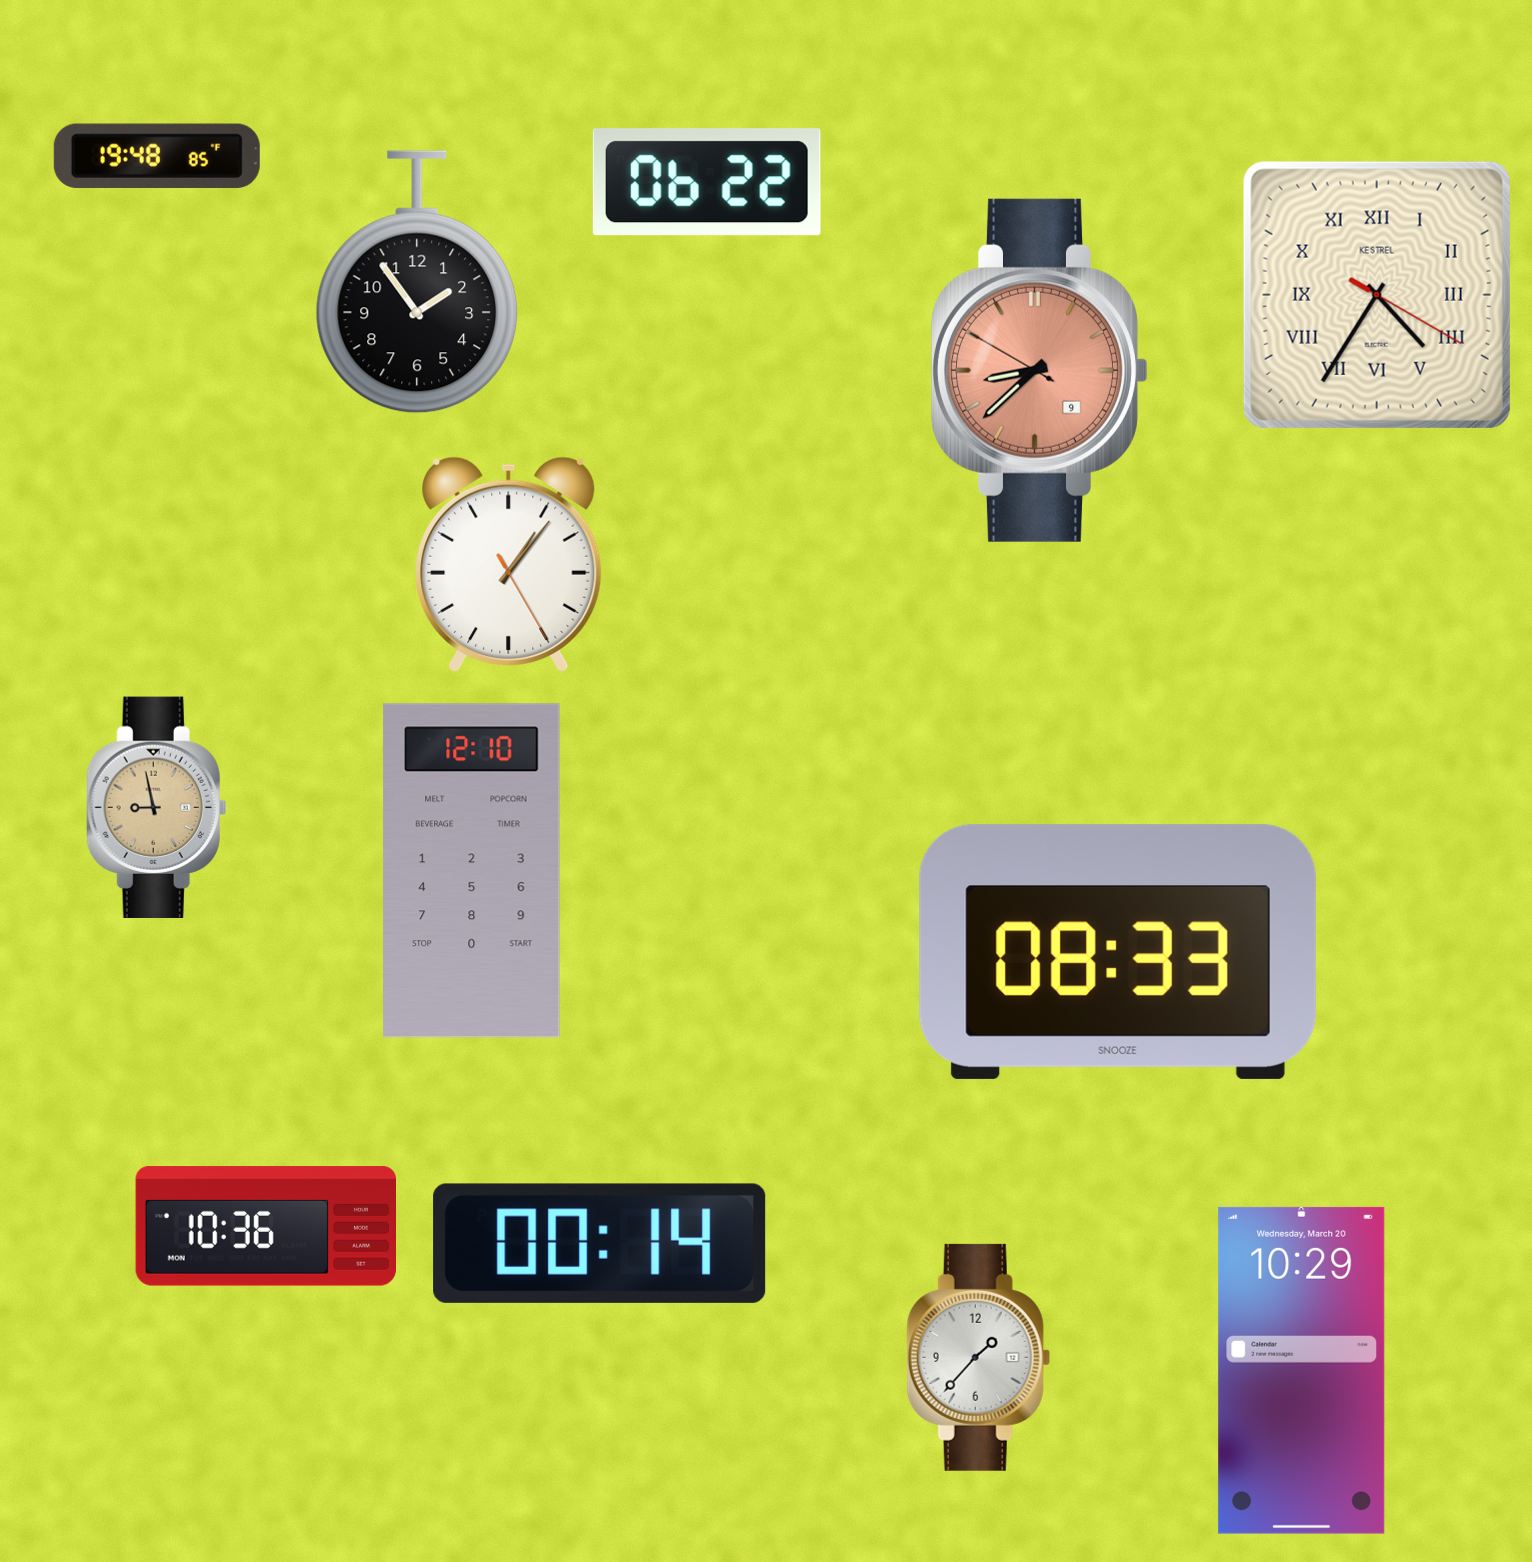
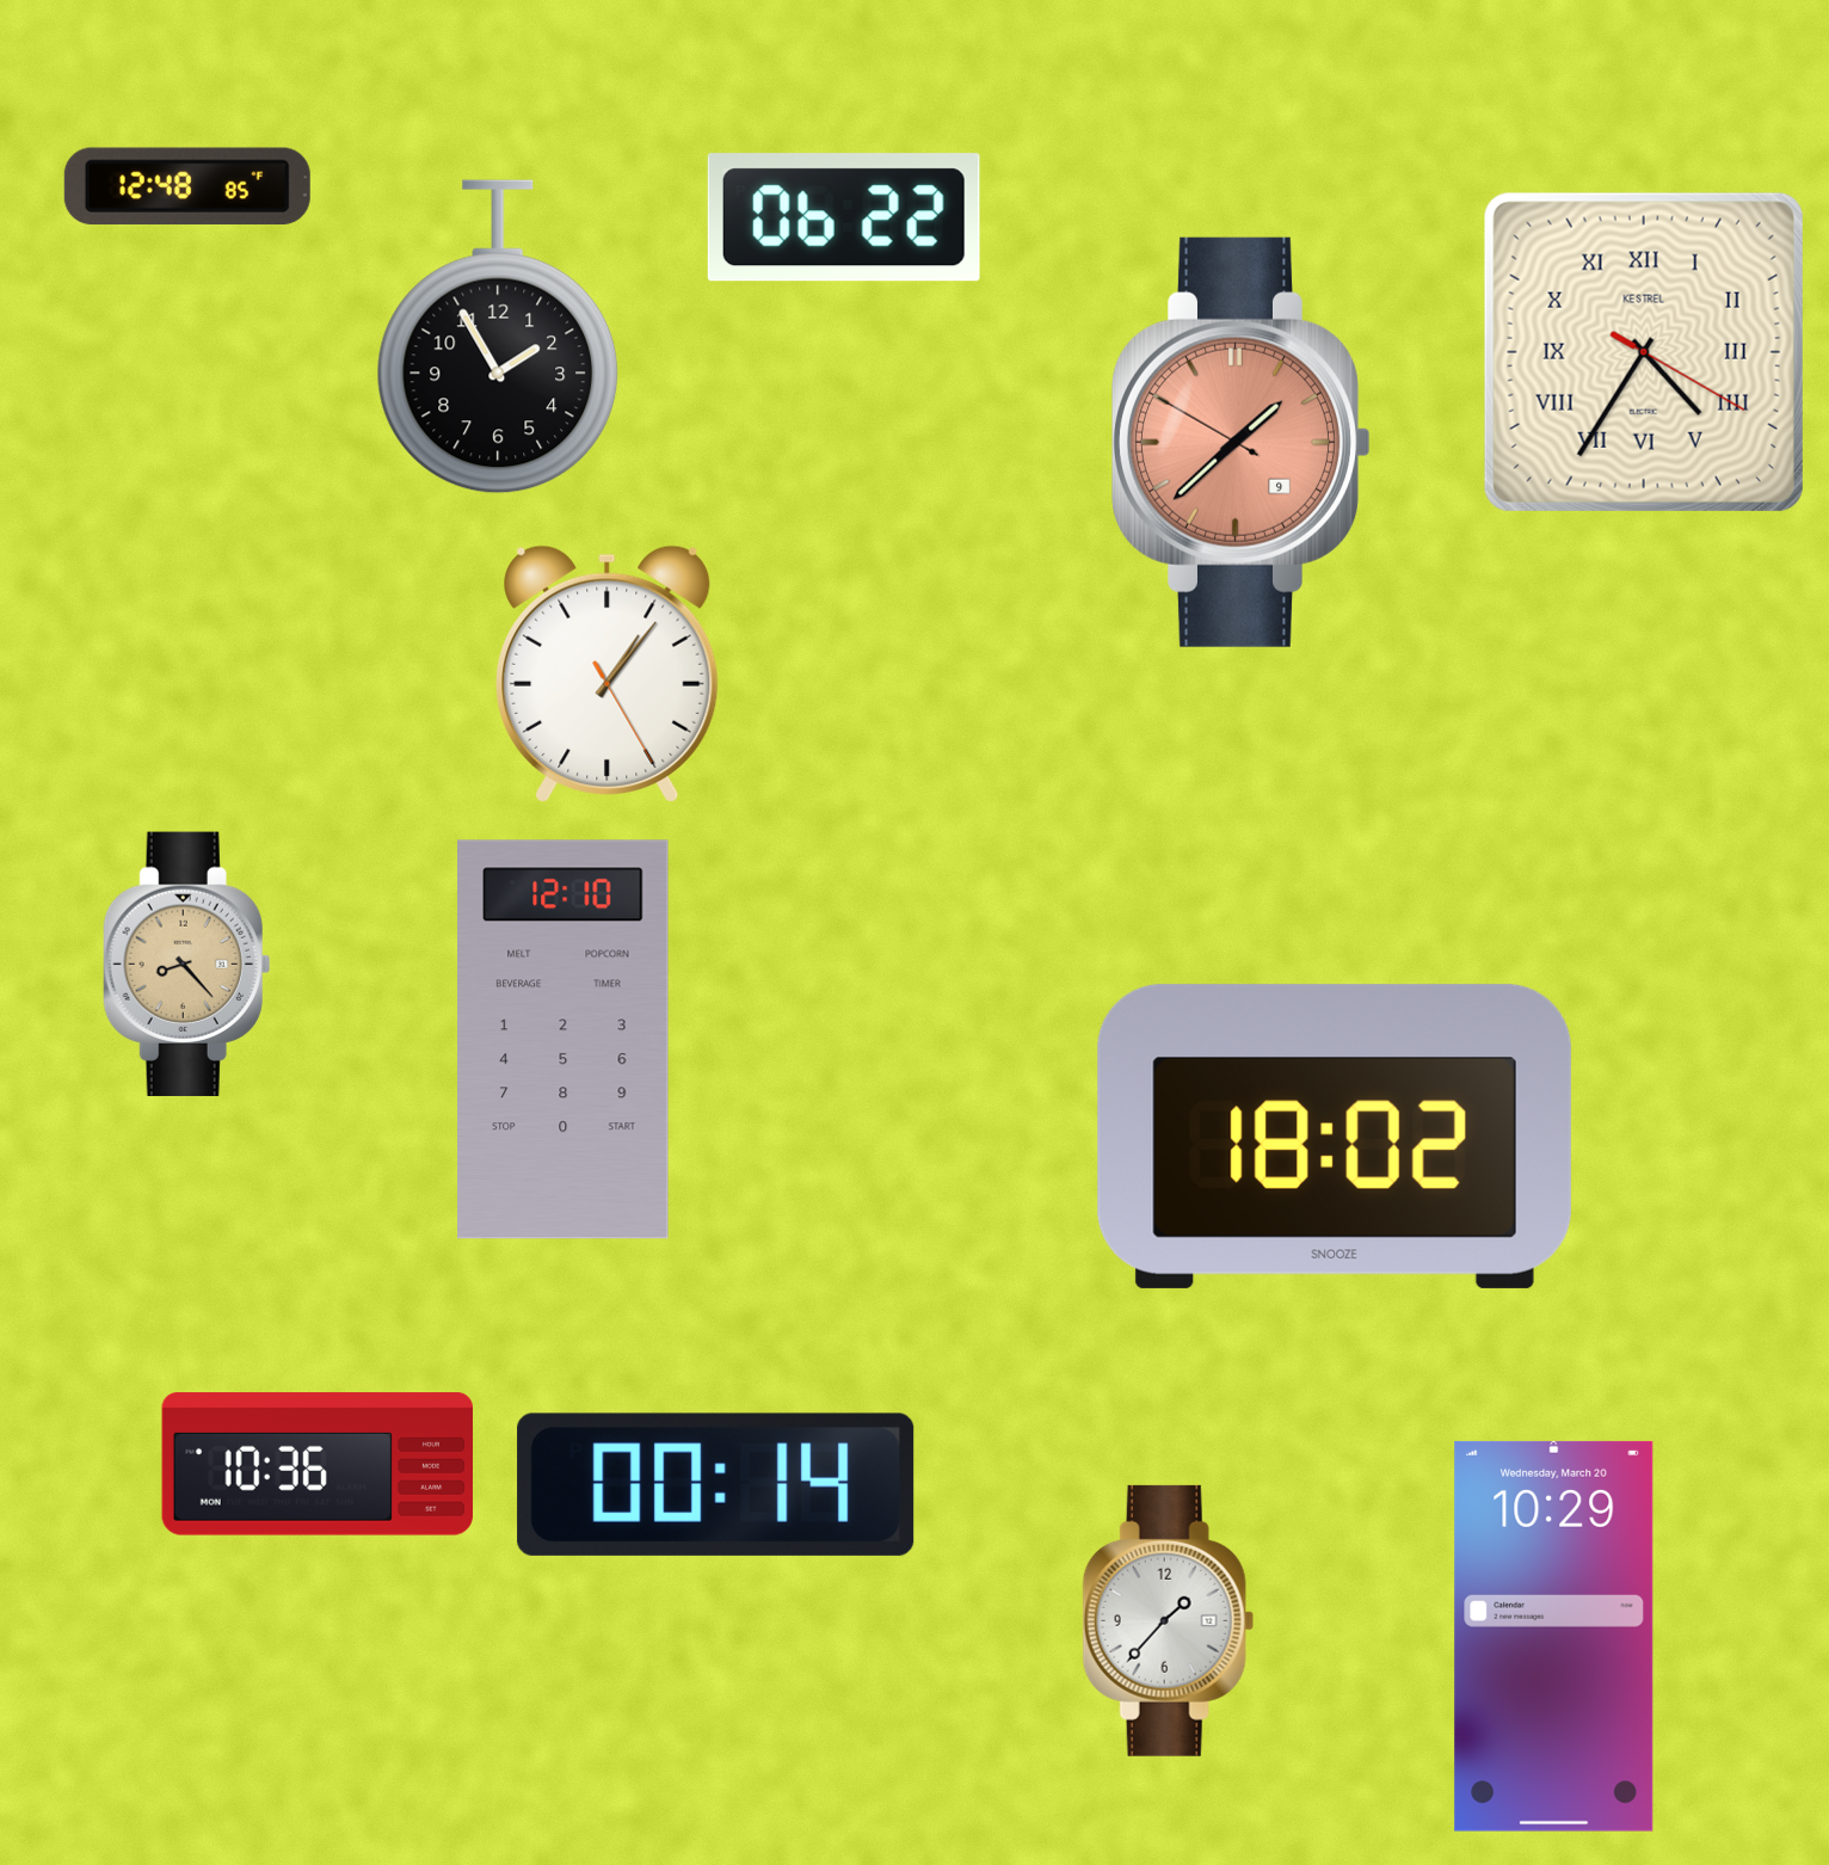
clock at (157, 156): 19:48 -> 12:48
clock at (417, 282): 1:54 -> 1:55
clock at (1039, 370): 8:37 -> 1:37
clock at (157, 807): 8:58 -> 8:23
clock at (1118, 952): 08:33 -> 18:02
